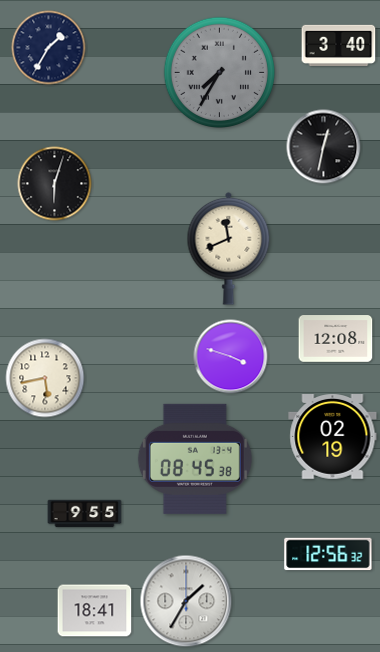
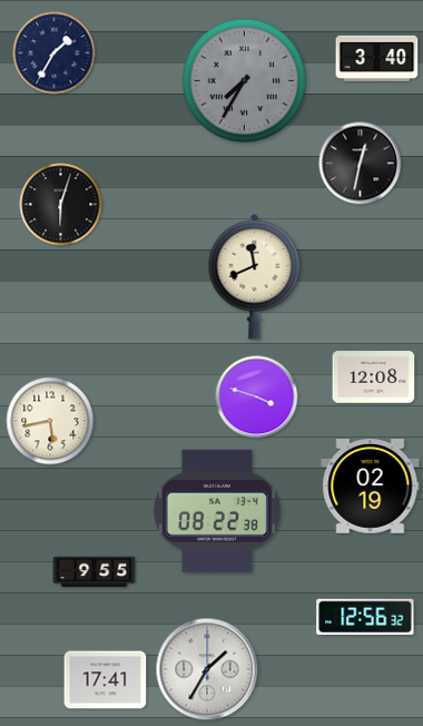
clock at (339, 45) position: (339, 45) -> (377, 58)
clock at (195, 459): 08:45 -> 08:22
clock at (95, 611): 18:41 -> 17:41
